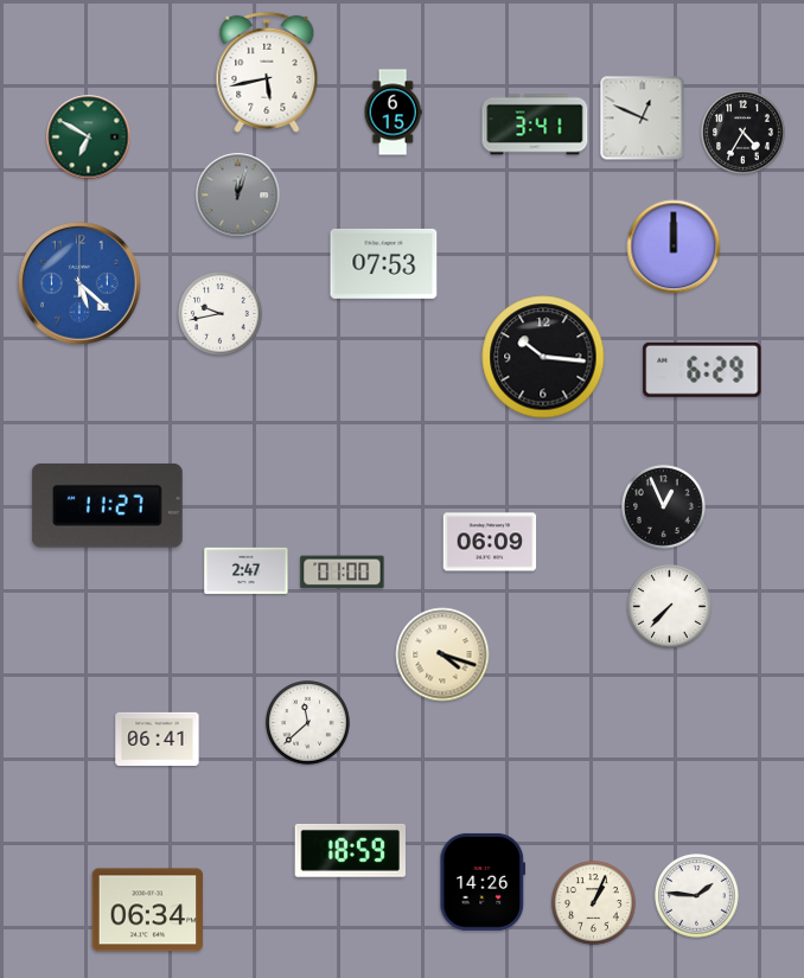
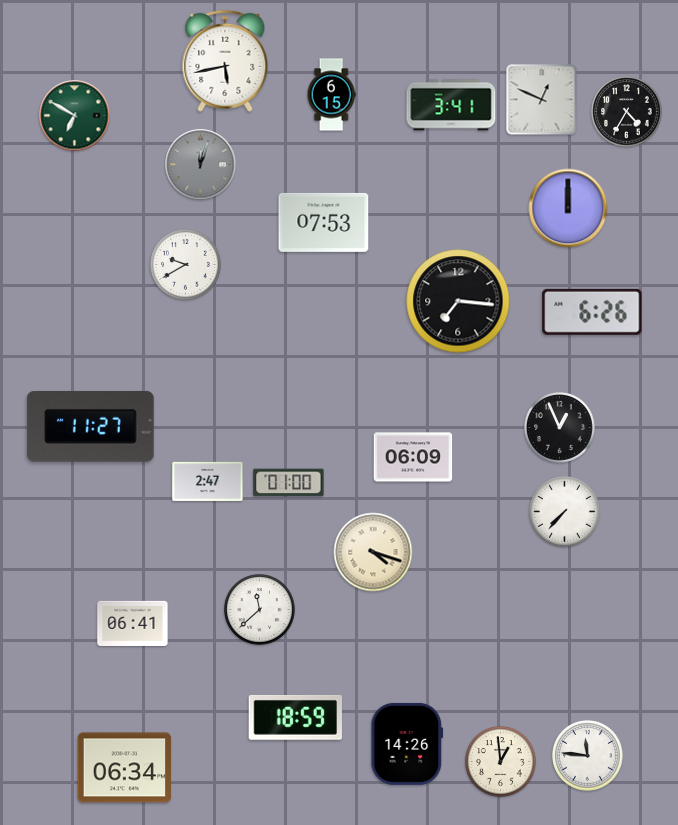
clock at (79, 283): 5:22 -> none
clock at (221, 314): 9:43 -> 9:40
clock at (543, 357): 10:16 -> 7:16
clock at (702, 370): 6:29 -> 6:26
clock at (697, 896): 1:46 -> 11:46
clock at (594, 903): 1:04 -> 12:59
